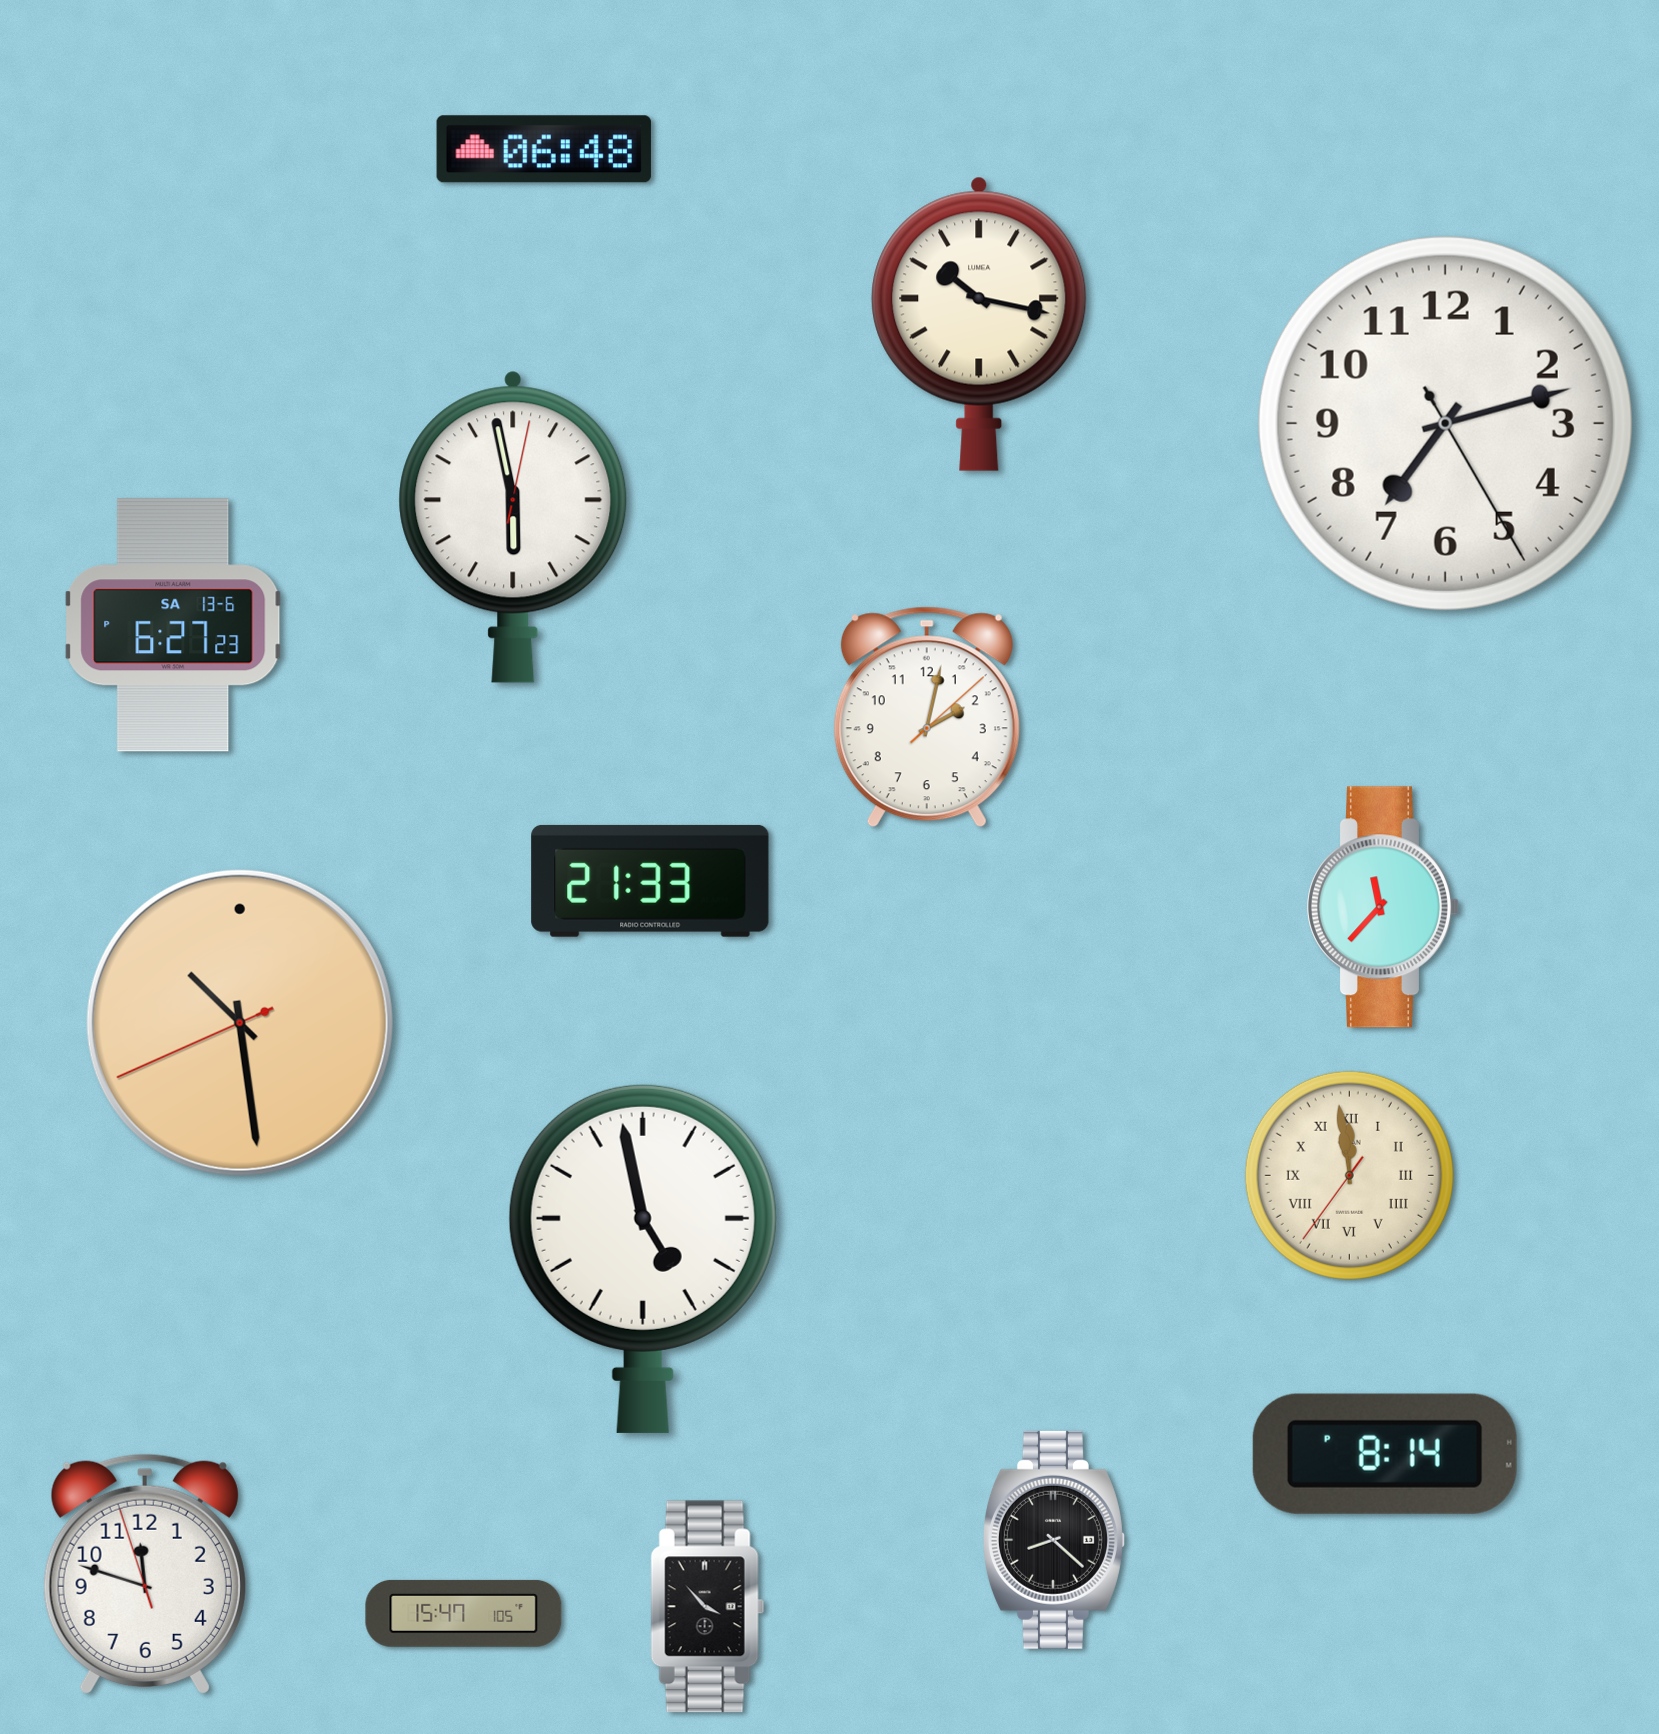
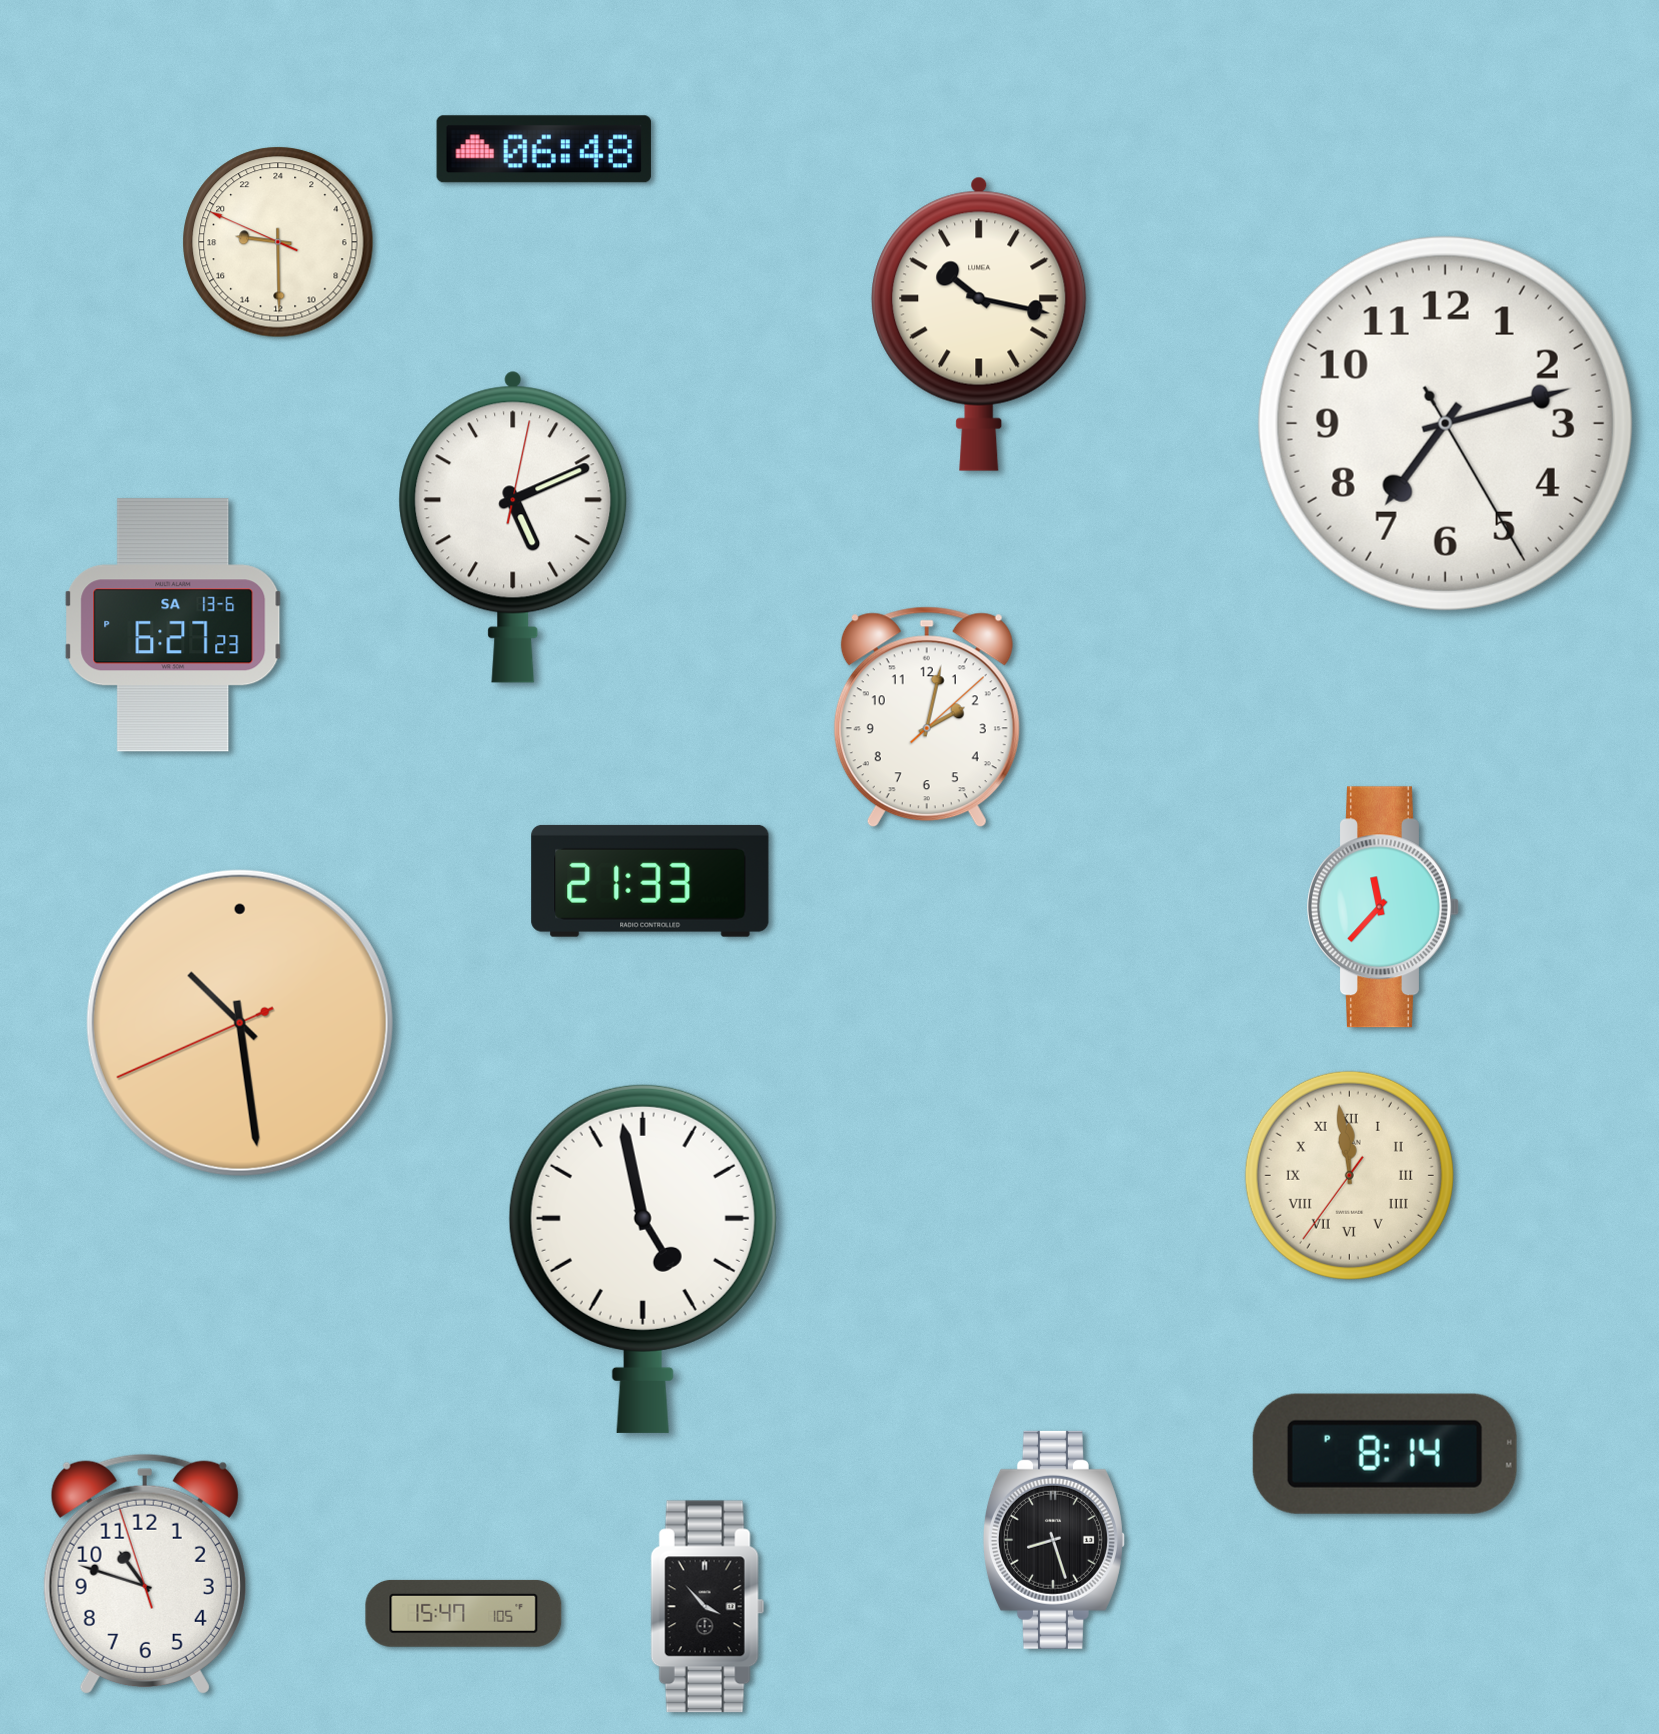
clock at (278, 242): none -> 18:29
clock at (513, 527): 5:58 -> 5:11
clock at (1054, 1540): 8:22 -> 8:27
clock at (145, 1574): 11:47 -> 10:47
